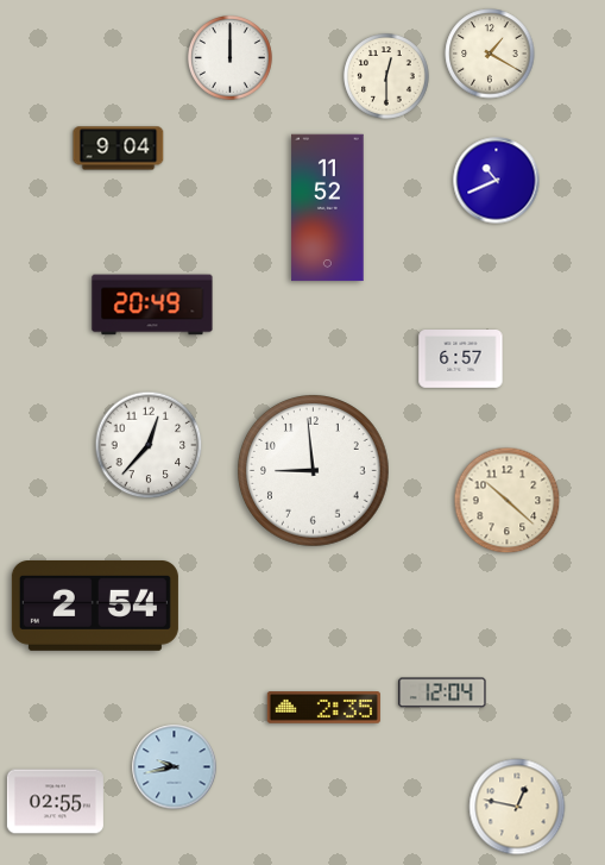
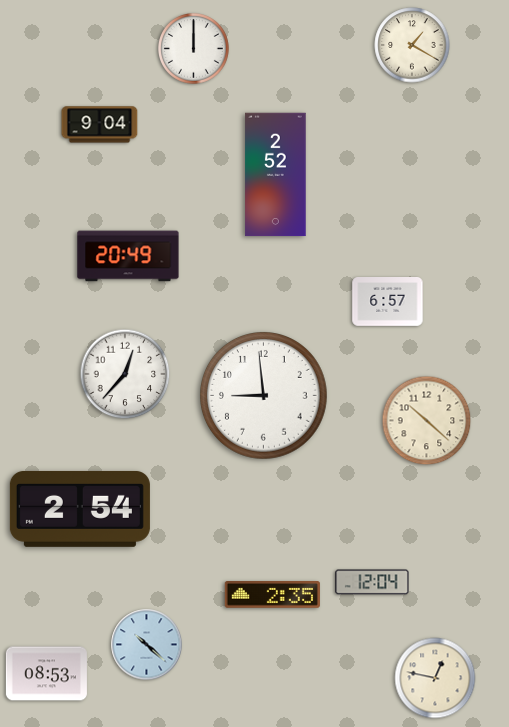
clock at (386, 76): 12:30 -> none
clock at (497, 181): 10:41 -> none
clock at (328, 208): 11:52 -> 2:52
clock at (175, 767): 9:43 -> 10:22
clock at (55, 802): 02:55 -> 08:53
